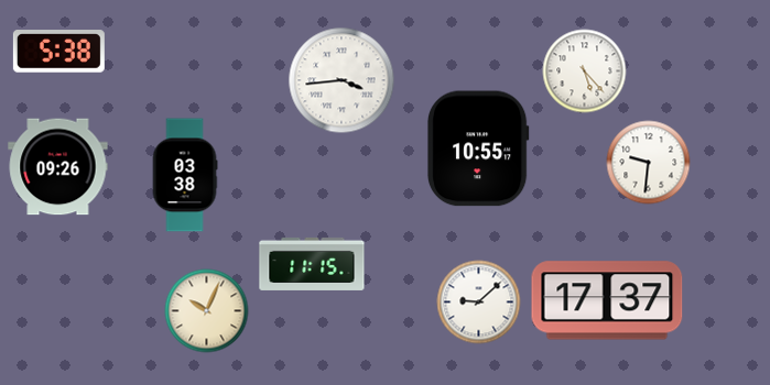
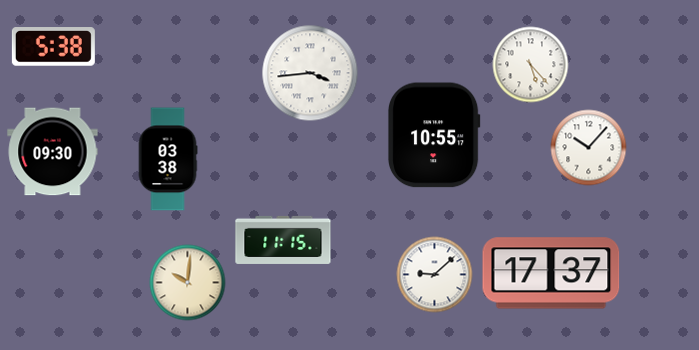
clock at (649, 163): 9:31 -> 10:07
clock at (58, 167): 09:26 -> 09:30
clock at (207, 311): 10:04 -> 10:01
